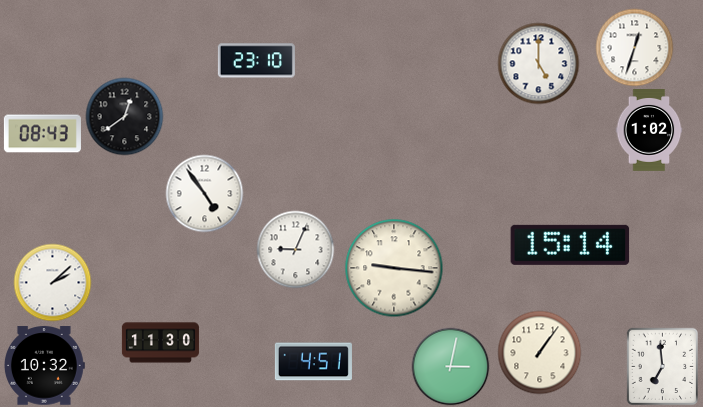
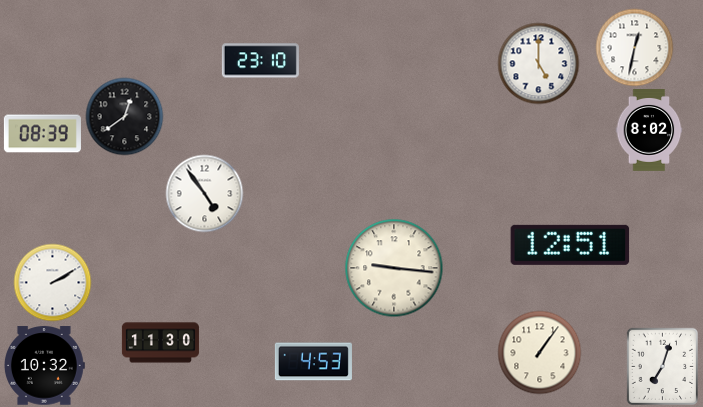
clock at (634, 47): 12:33 -> 12:32
clock at (256, 61) position: (256, 61) -> (260, 61)
clock at (649, 131): 1:02 -> 8:02
clock at (42, 134): 08:43 -> 08:39
clock at (570, 245): 15:14 -> 12:51
clock at (295, 249): 9:04 -> none
clock at (52, 282): 2:08 -> 2:10
clock at (313, 362): 4:51 -> 4:53
clock at (450, 366): 3:02 -> none
clock at (662, 366): 6:59 -> 7:03
